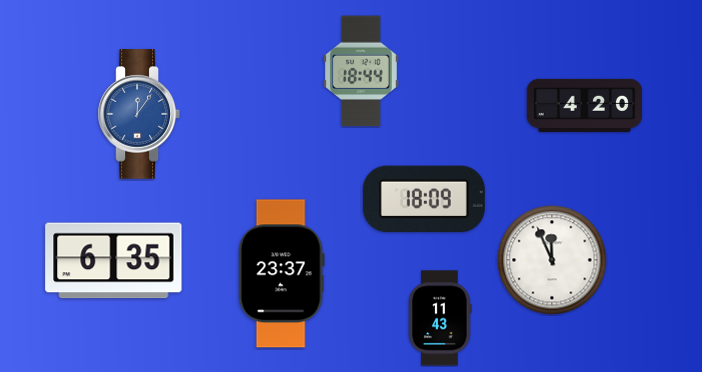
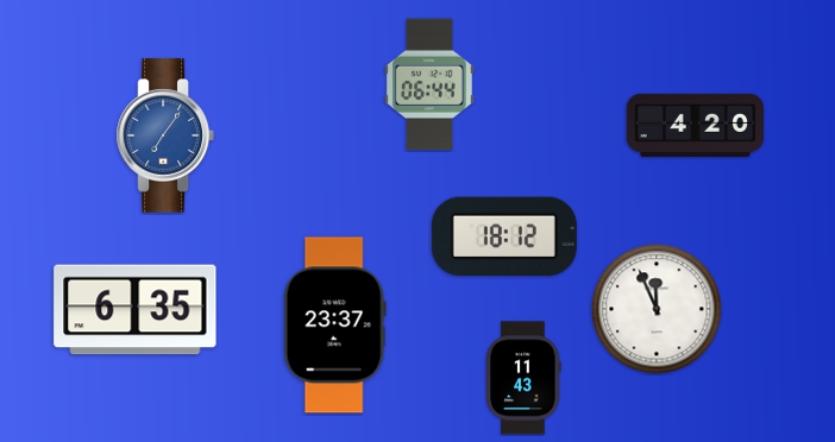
clock at (361, 71): 18:44 -> 06:44
clock at (138, 114): 12:06 -> 7:06
clock at (424, 198): 18:09 -> 18:12
